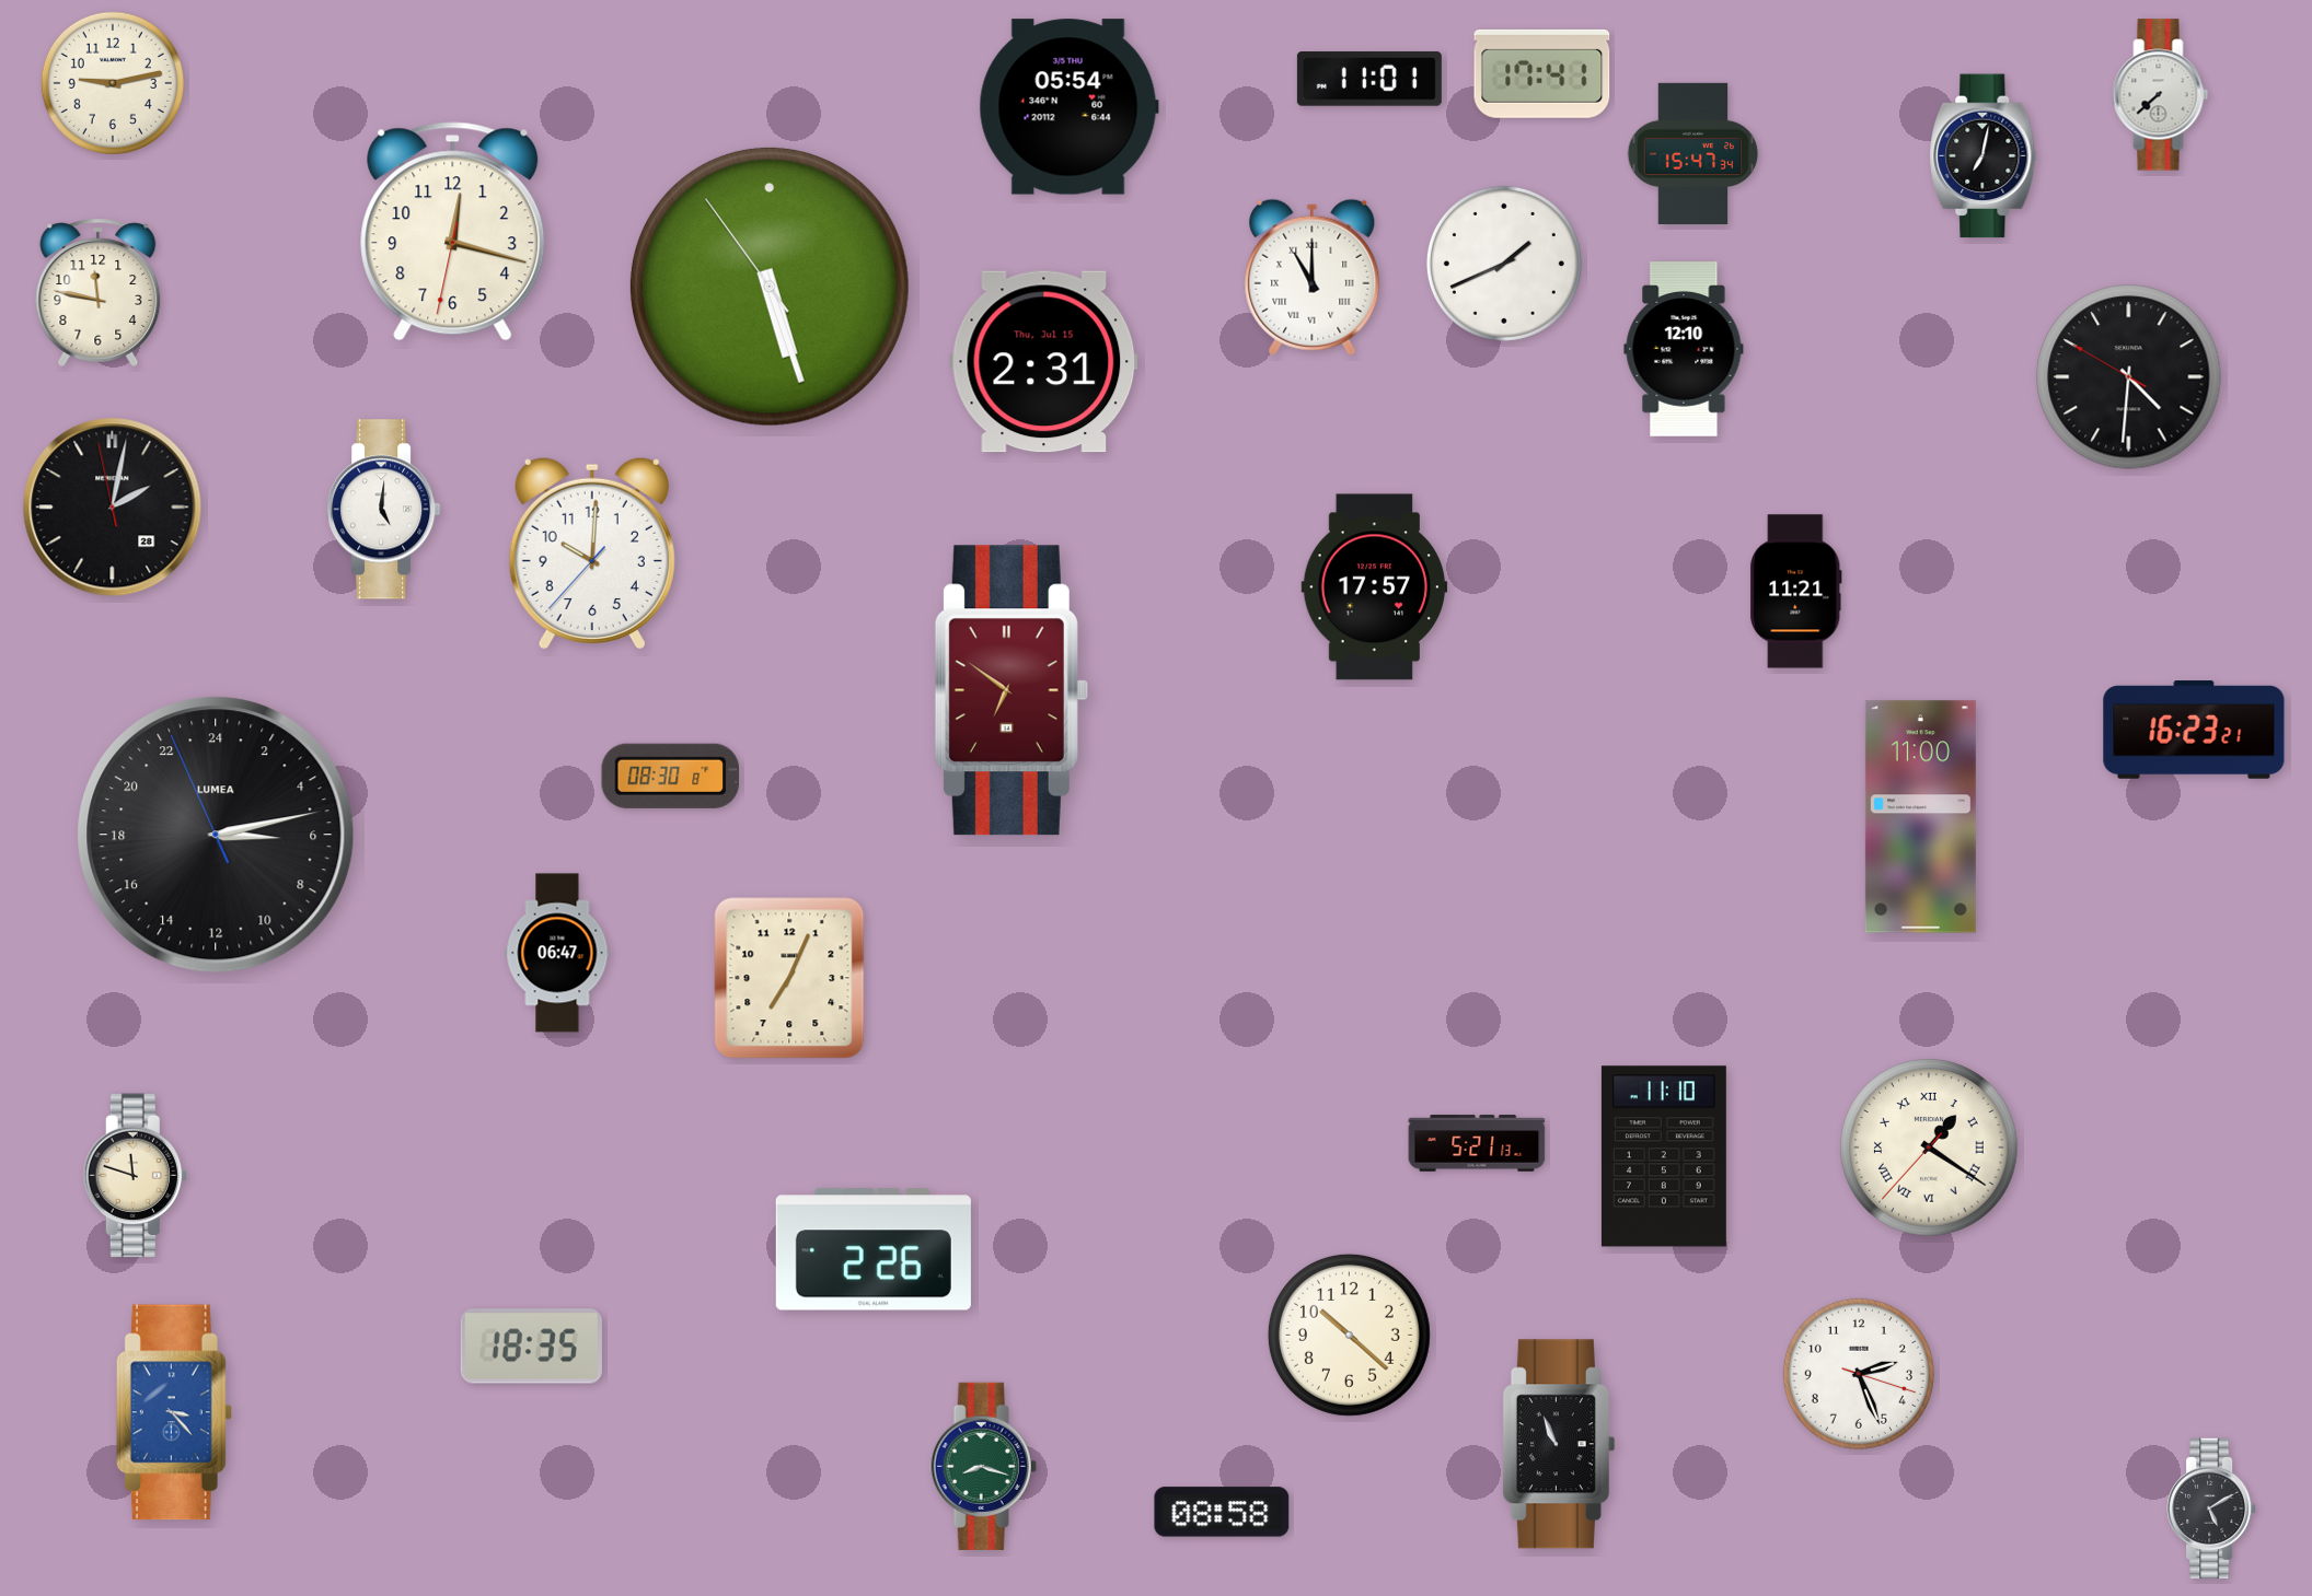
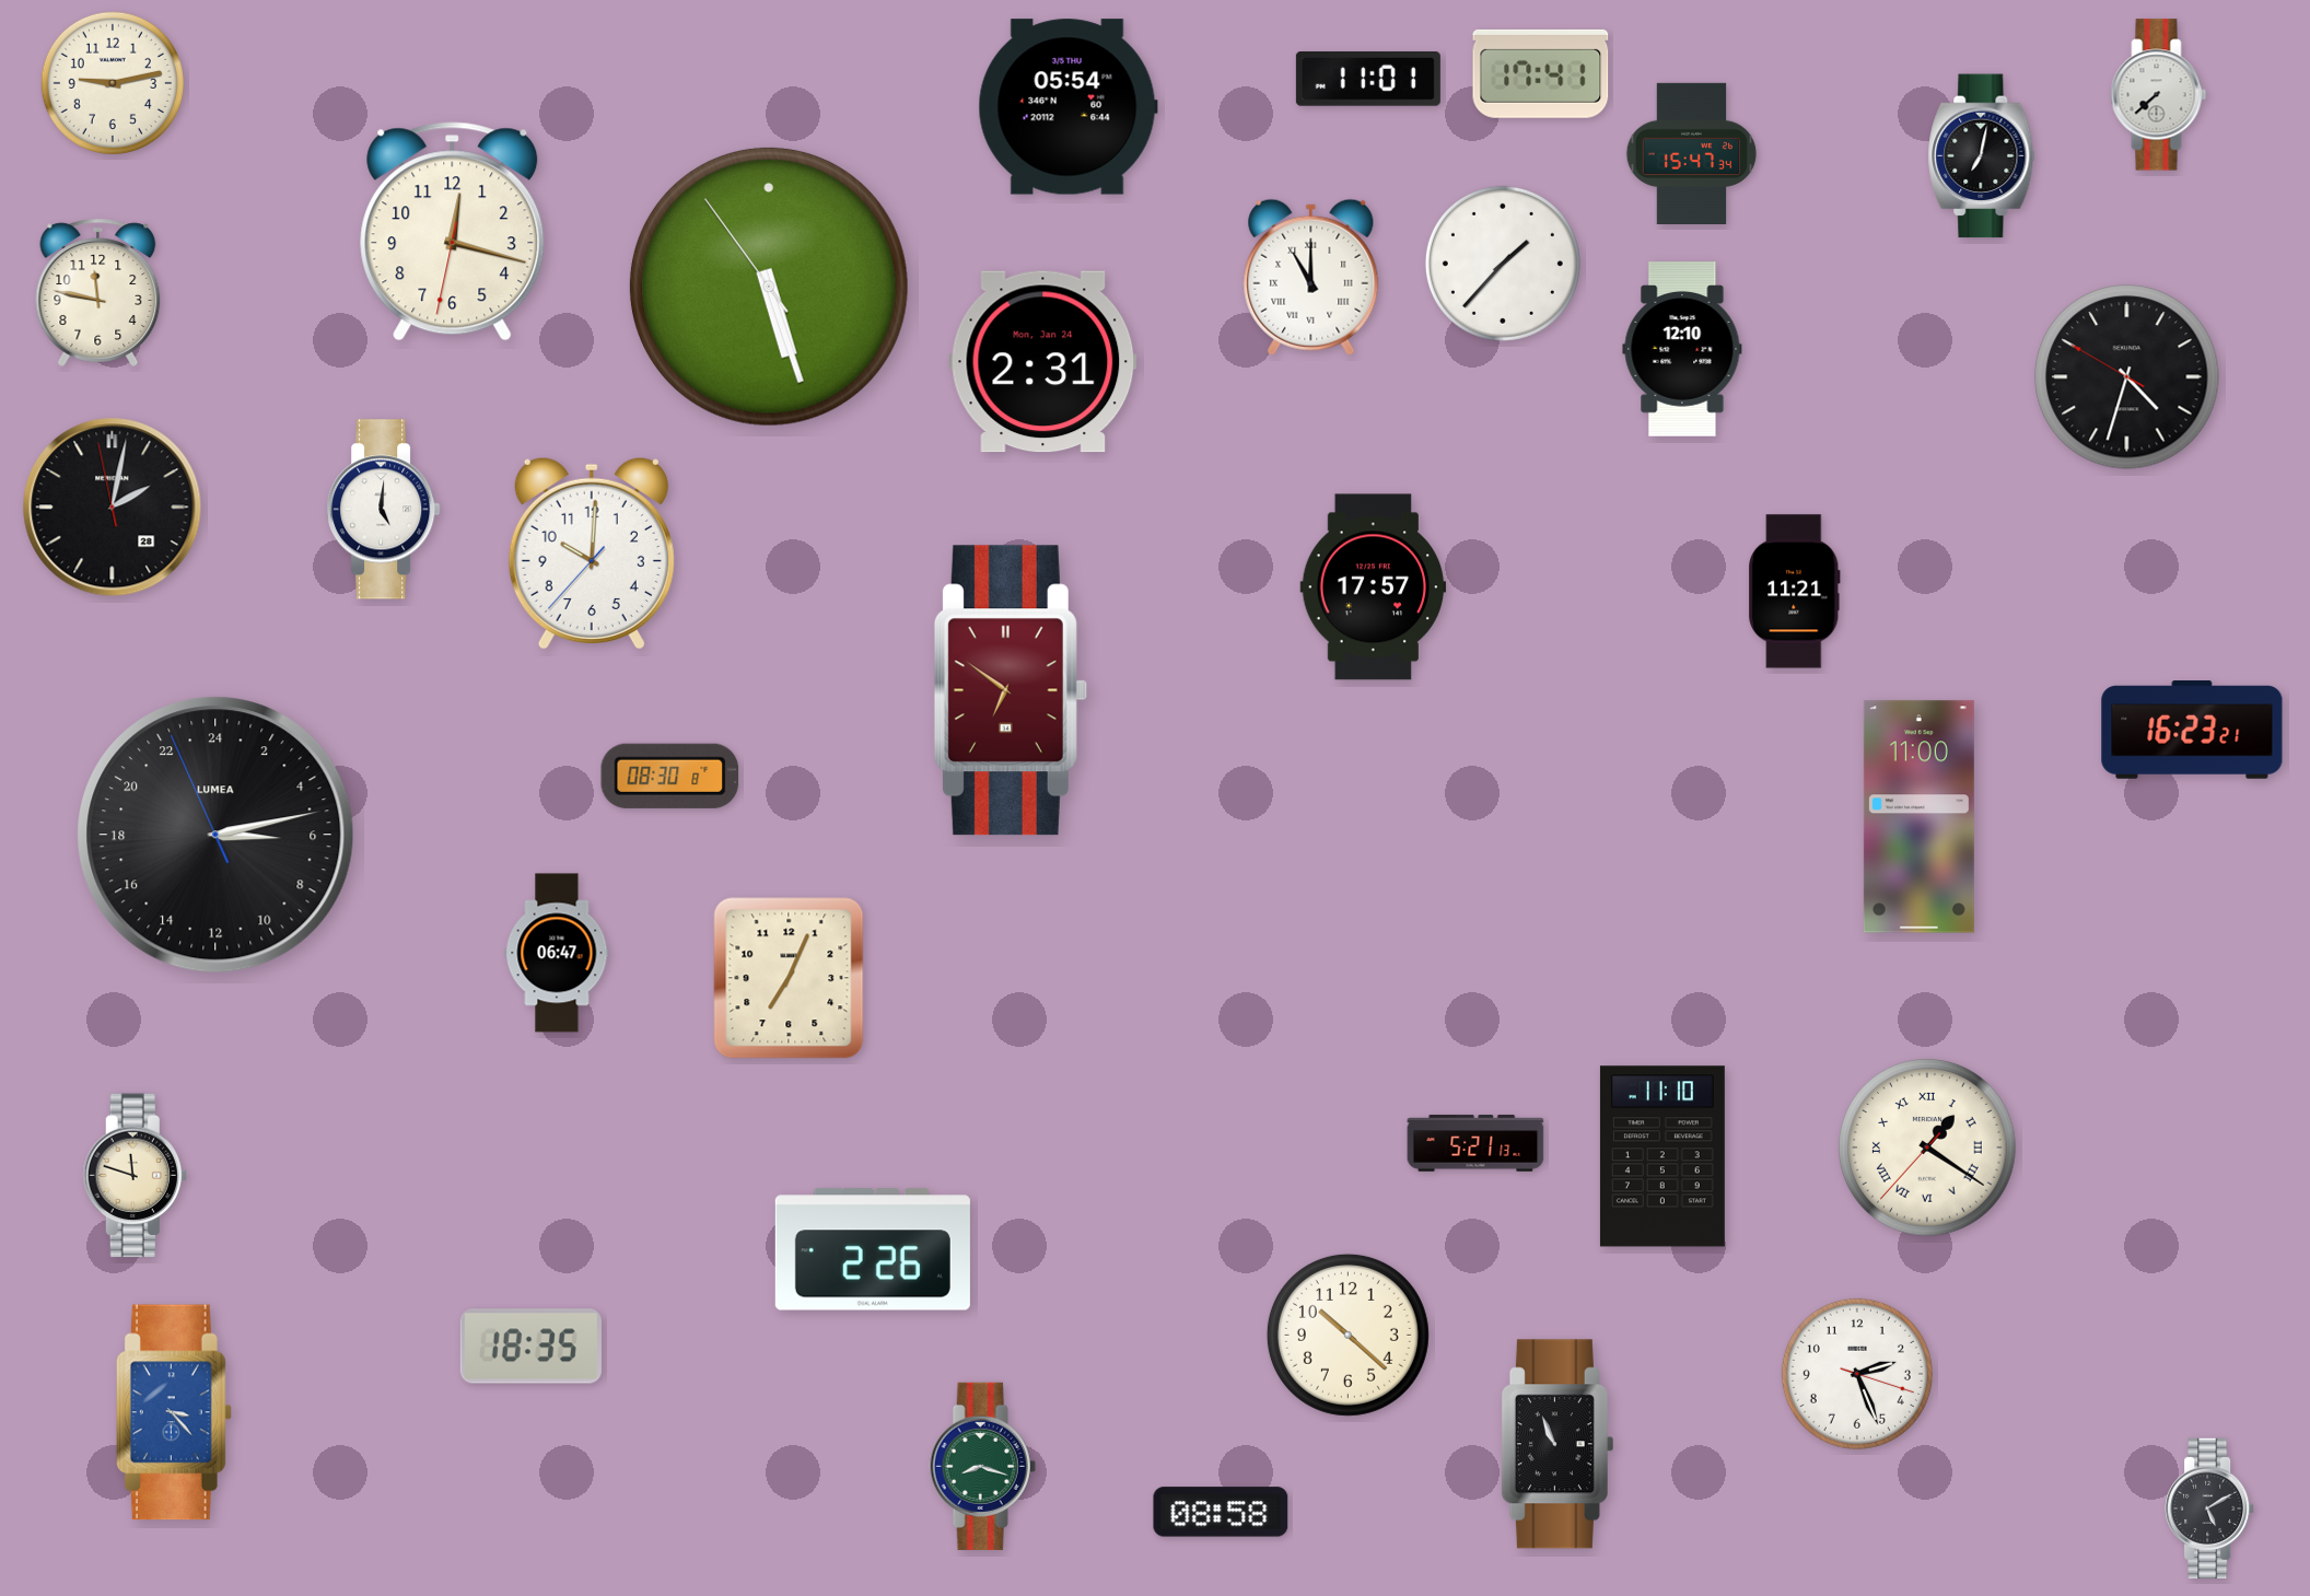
clock at (1504, 264): 1:41 -> 1:37
clock at (1044, 362) date: Thu, Jul 15 -> Mon, Jan 24
clock at (2129, 377): 4:30 -> 4:32
